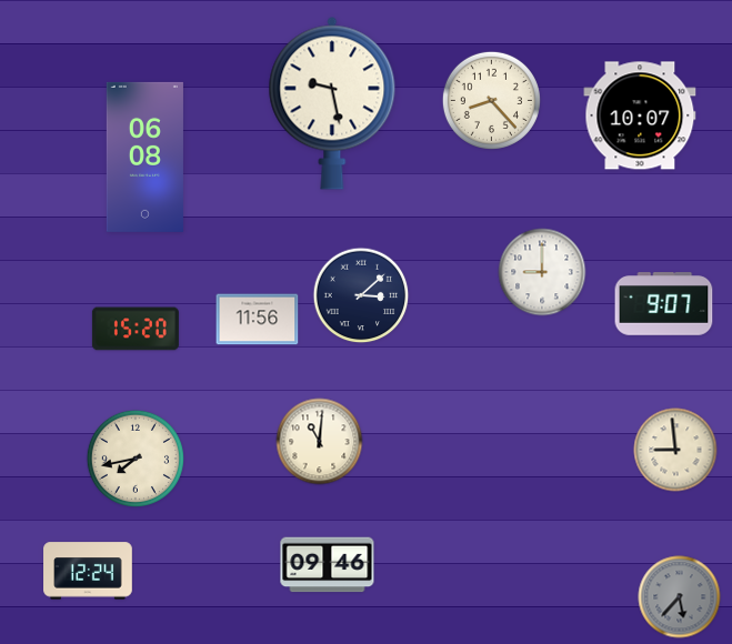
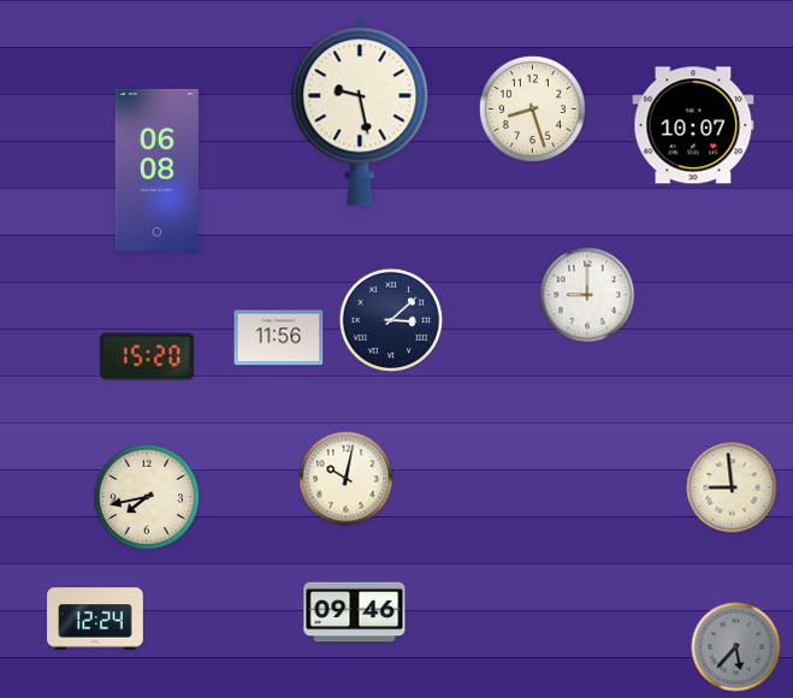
clock at (491, 100): 8:23 -> 8:27
clock at (664, 304): 9:07 -> none
clock at (258, 320) position: (258, 320) -> (279, 338)
clock at (320, 442): 11:01 -> 10:02
